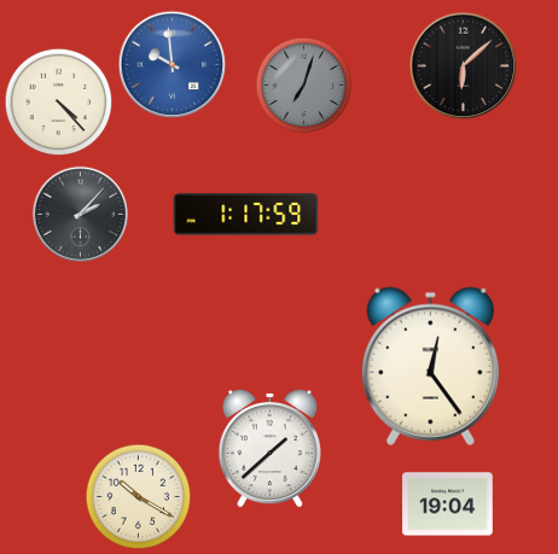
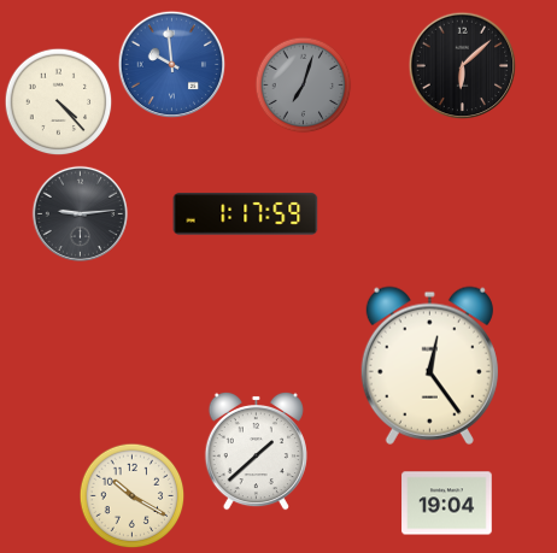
clock at (80, 214): 2:07 -> 9:14
clock at (269, 448) position: (269, 448) -> (256, 451)
clock at (139, 497) position: (139, 497) -> (133, 496)
